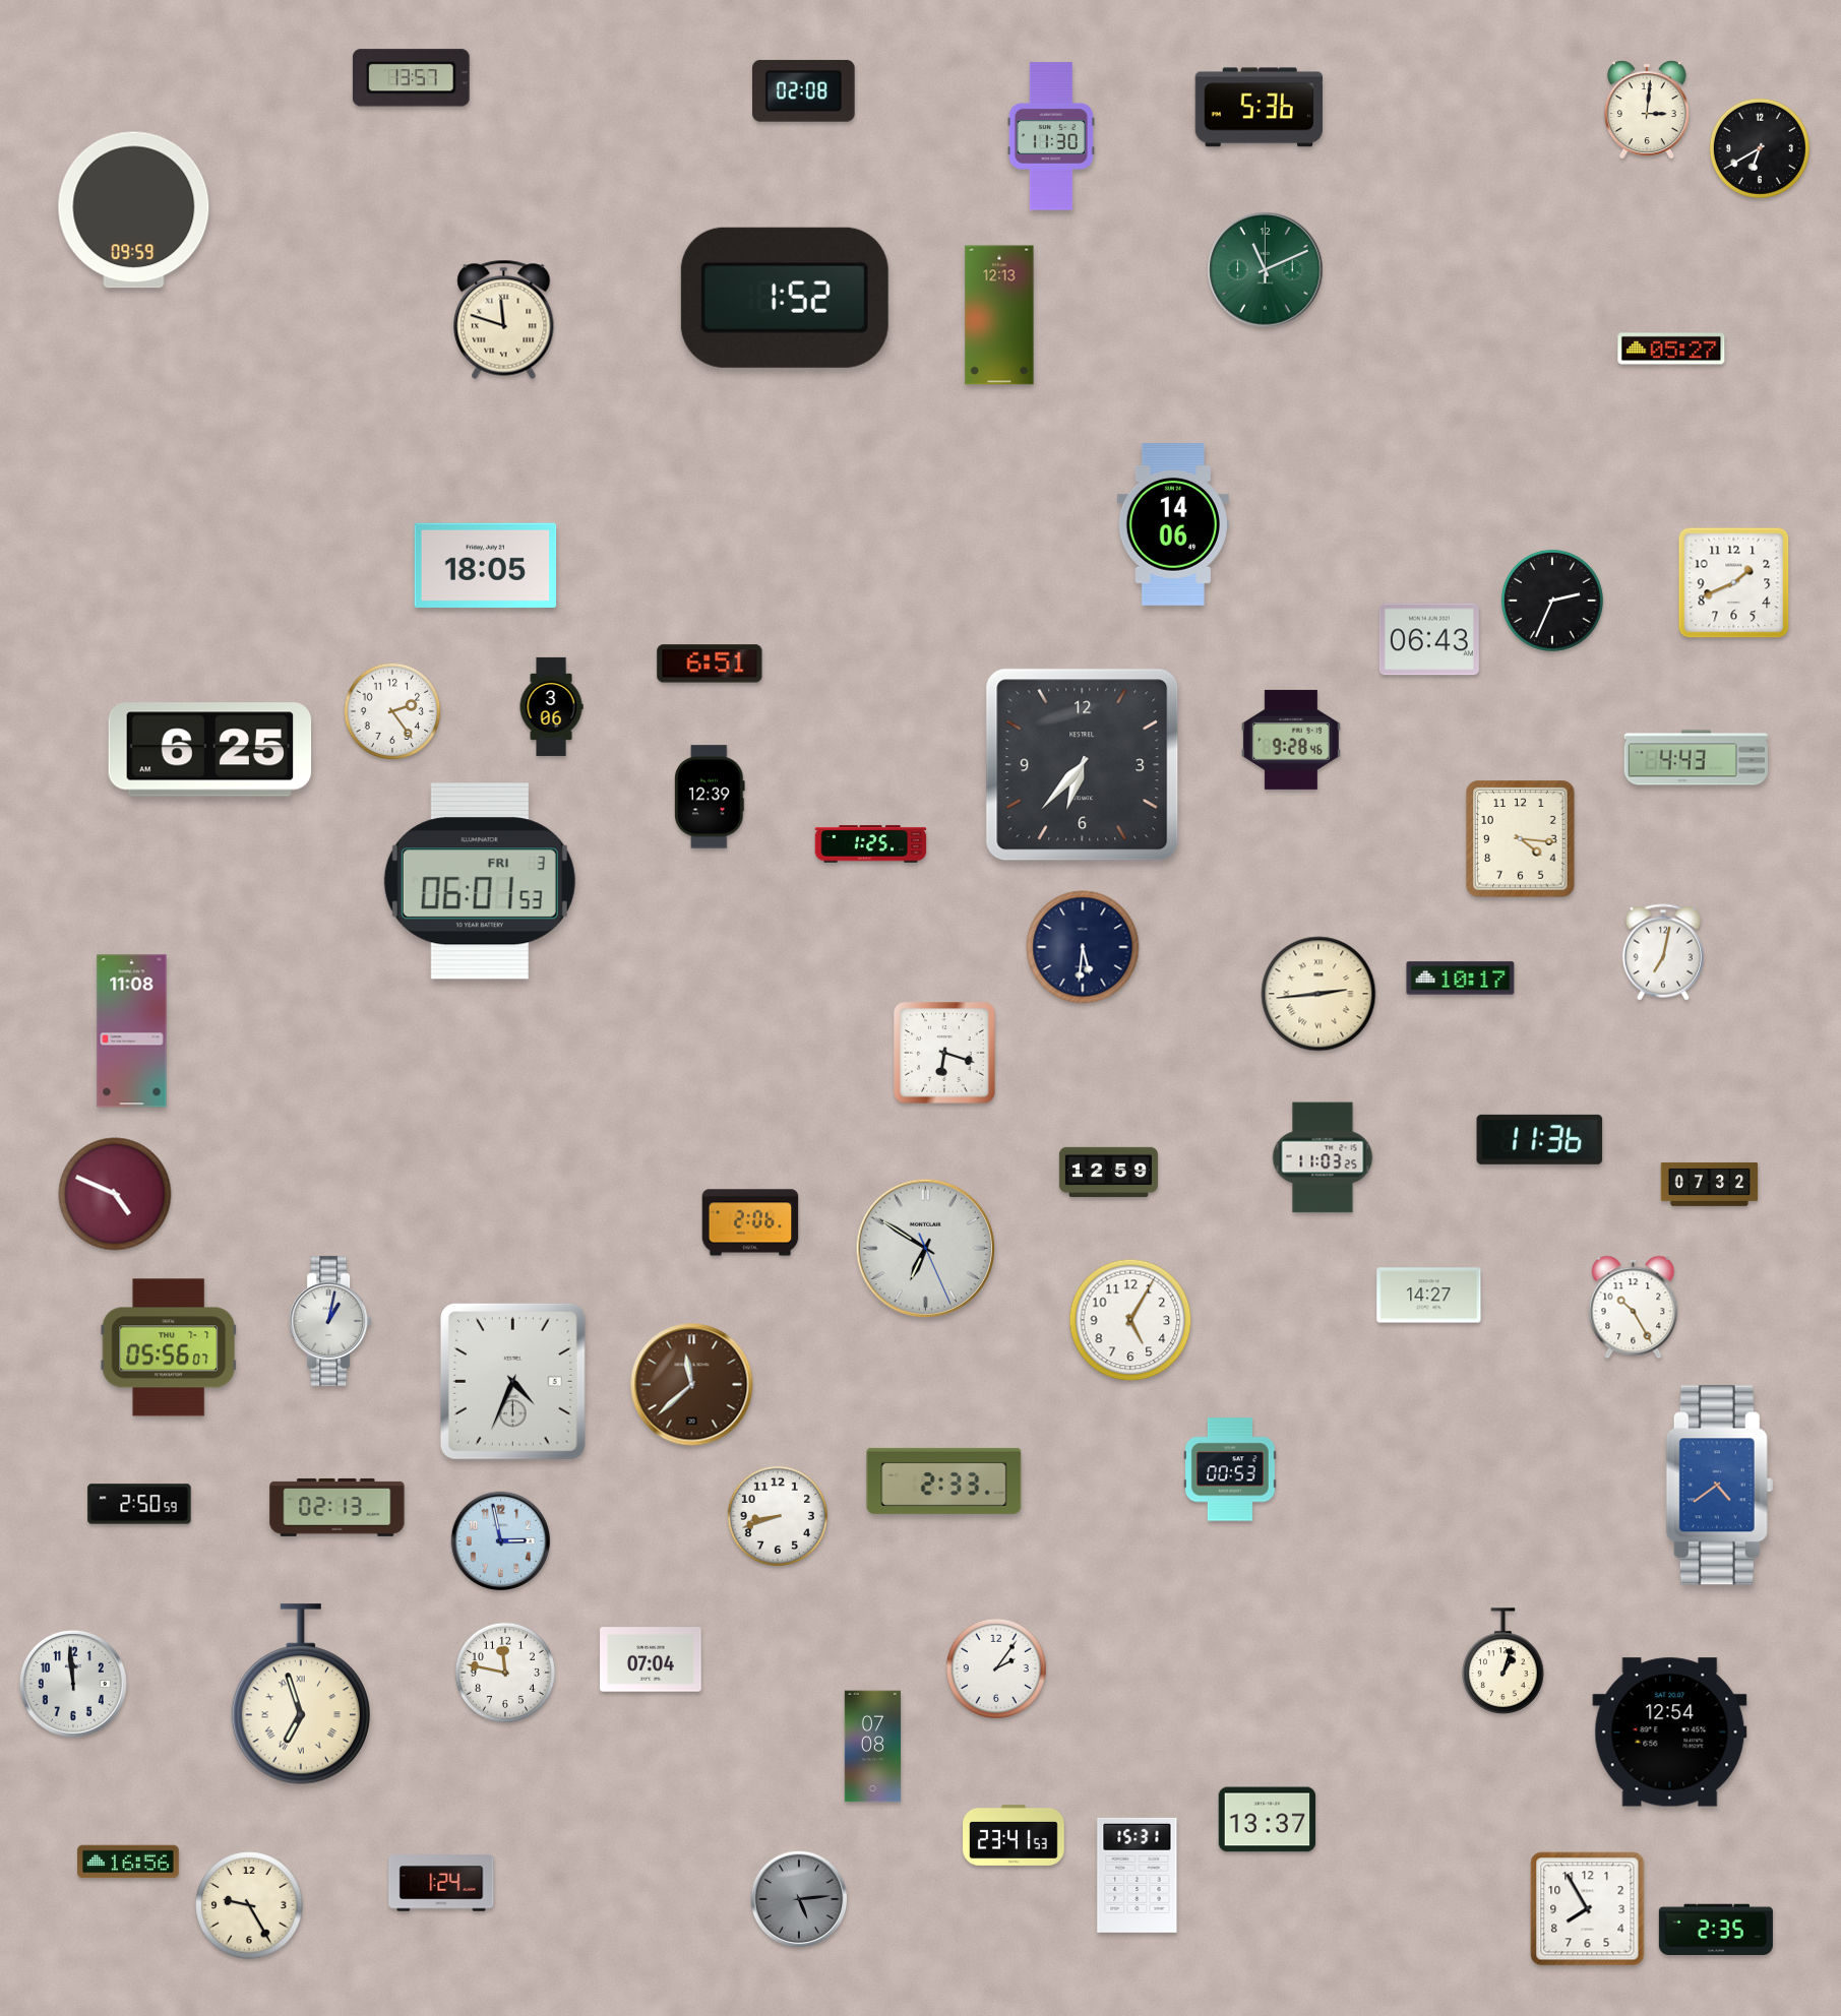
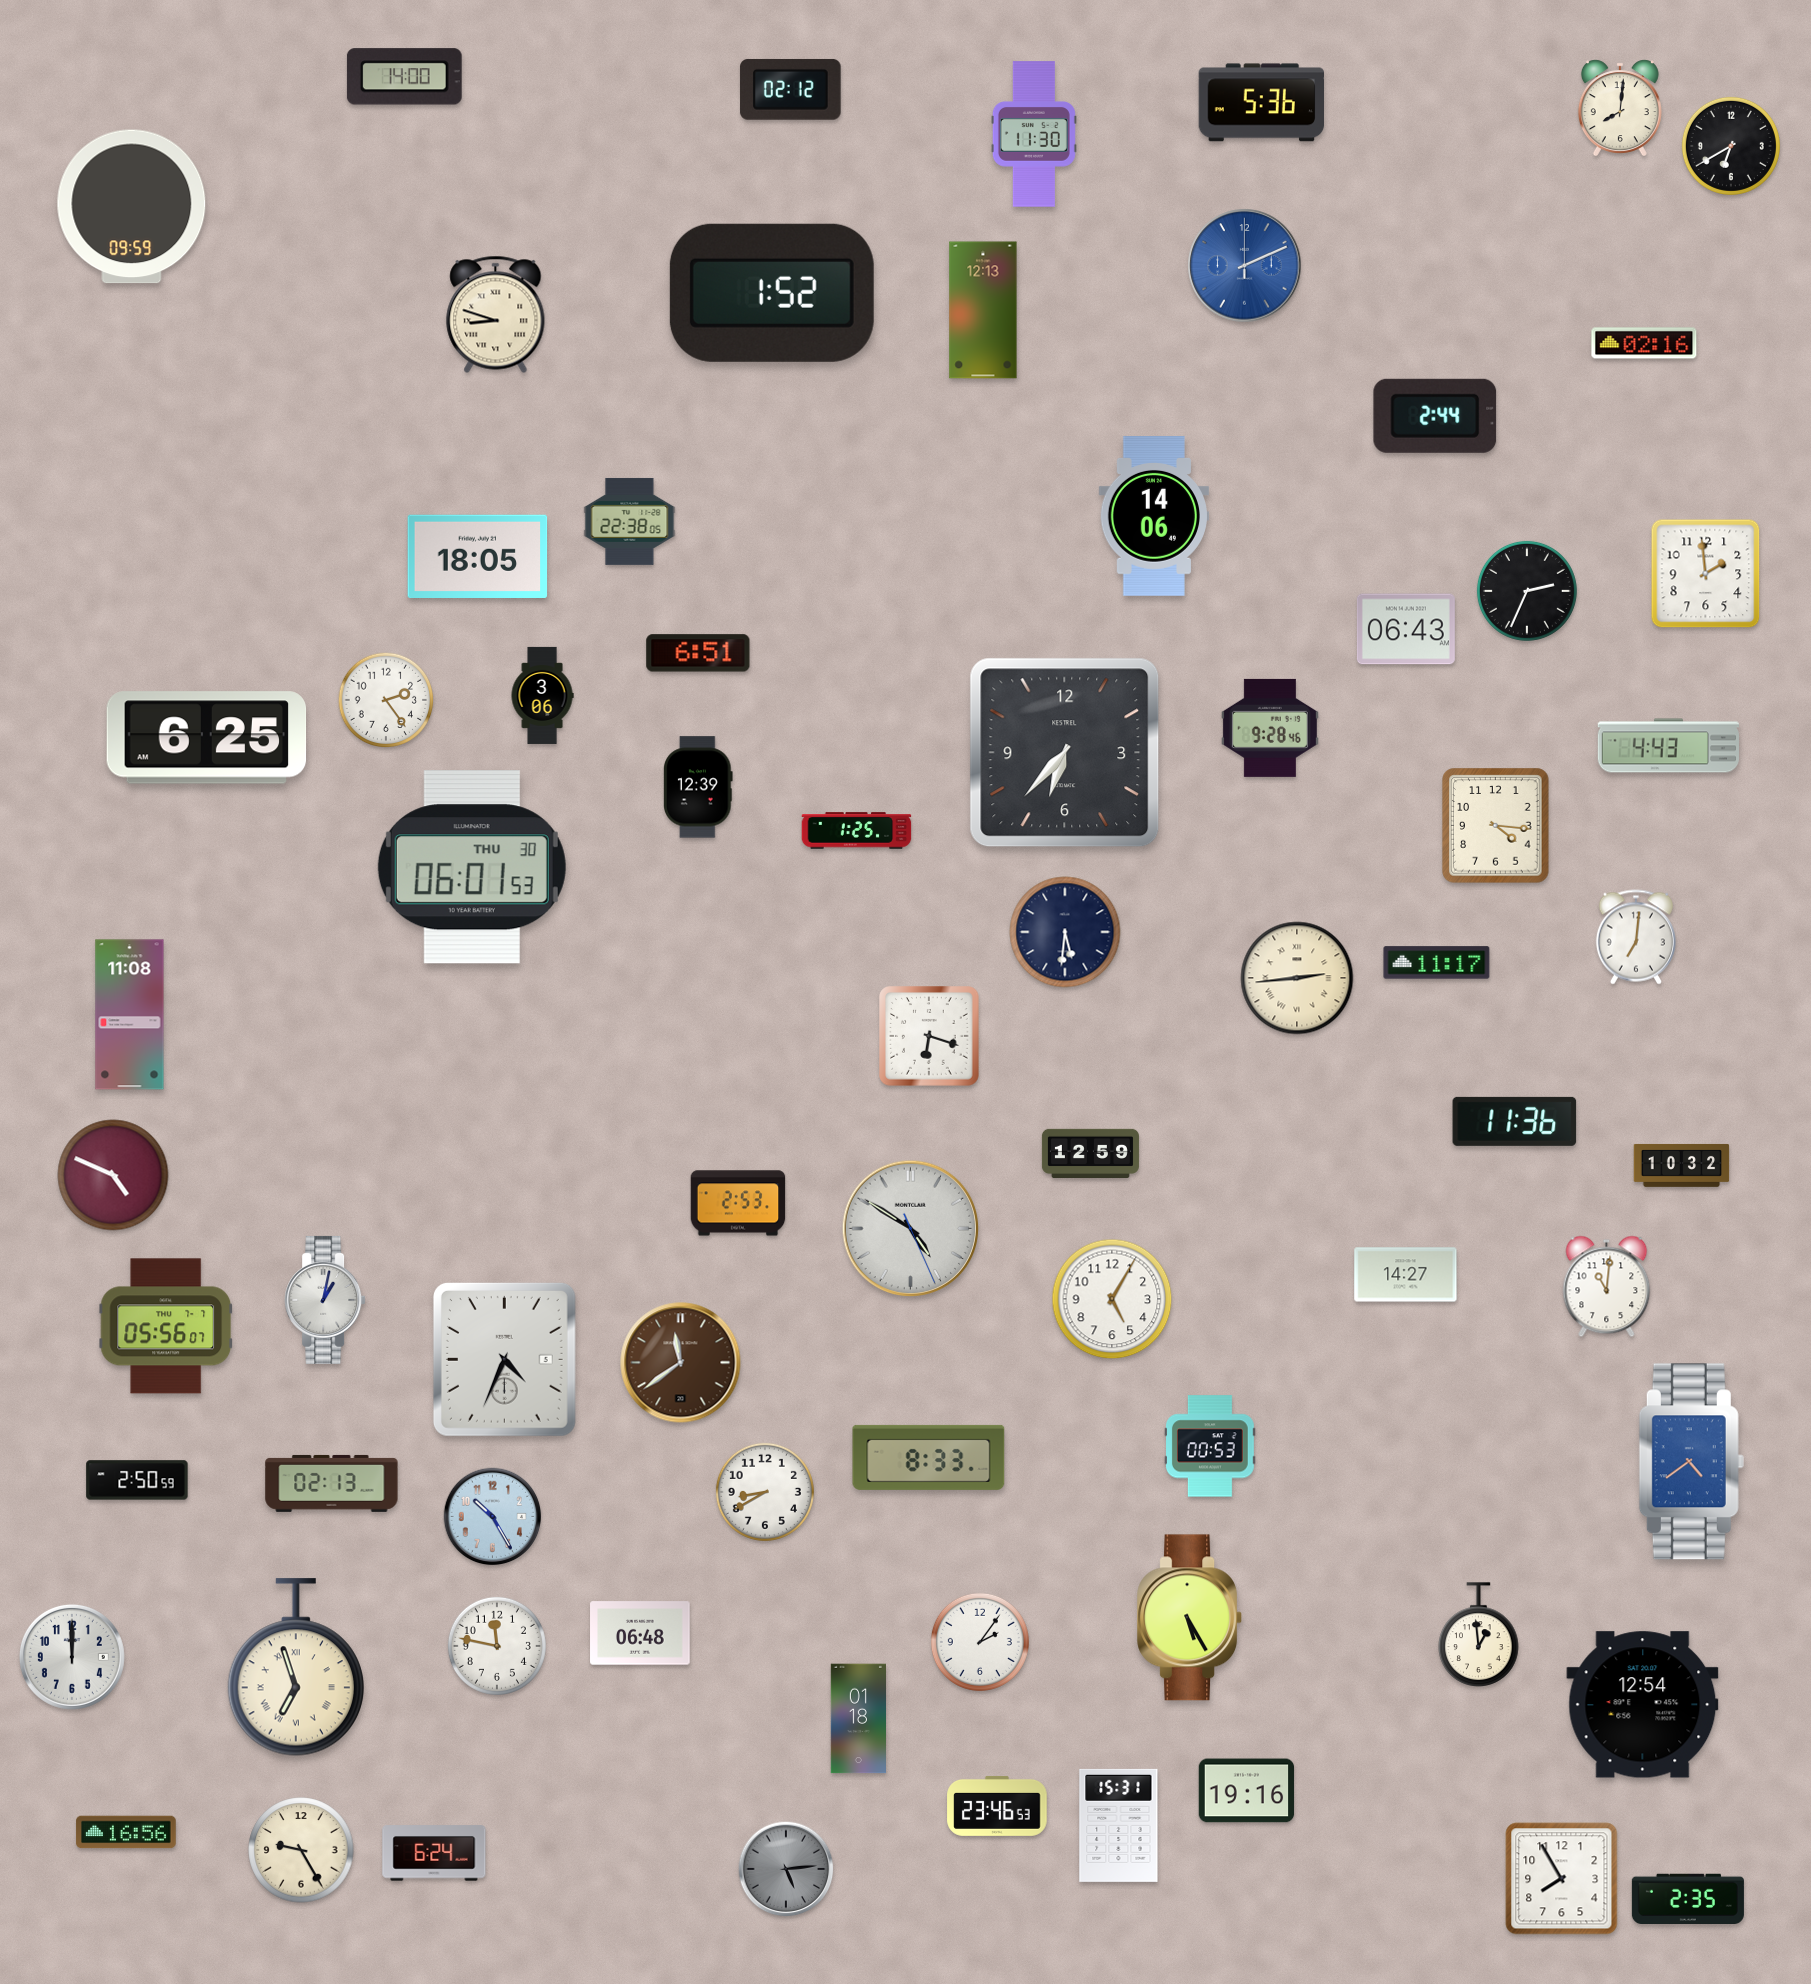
clock at (411, 78): 13:57 -> 14:00
clock at (804, 90): 02:08 -> 02:12
clock at (1259, 108) position: (1259, 108) -> (1261, 103)
clock at (1647, 110): 3:01 -> 8:01
clock at (1266, 270): 11:11 -> 2:11
clock at (1266, 270) dial: green -> blue
clock at (504, 319): 11:48 -> 8:48
clock at (1671, 349): 05:27 -> 02:16
clock at (1435, 416): none -> 2:44
clock at (630, 521): none -> 22:38
clock at (1734, 583): 1:41 -> 1:59
clock at (710, 797) position: (710, 797) -> (698, 787)
clock at (480, 881) date: FRI 3 -> THU 30
clock at (1663, 952): 7:02 -> 7:01
clock at (1461, 979): 10:17 -> 11:17
clock at (1323, 1157): 11:03 -> none
clock at (1710, 1184): 07:32 -> 10:32
clock at (750, 1222): 2:06 -> 2:53
clock at (926, 1249): 6:50 -> 4:50
clock at (1634, 1308): 10:25 -> 11:01
clock at (692, 1385): 11:38 -> 11:39
clock at (944, 1480): 2:33 -> 8:33
clock at (778, 1516): 8:42 -> 8:40
clock at (501, 1541): 2:58 -> 10:25
clock at (1190, 1618): none -> 5:25
clock at (651, 1659): 07:04 -> 06:48
clock at (1504, 1661): 1:03 -> 12:59
clock at (73, 1684): 11:59 -> 12:00
clock at (872, 1747): 07:08 -> 01:18
clock at (1268, 1820): 13:37 -> 19:16
clock at (1014, 1835): 23:41 -> 23:46
clock at (1138, 1875) position: (1138, 1875) -> (1119, 1825)
clock at (441, 1883): 1:24 -> 6:24
clock at (249, 1905) position: (249, 1905) -> (301, 1850)
